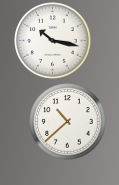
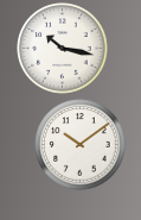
clock at (68, 122): 10:38 -> 10:09
